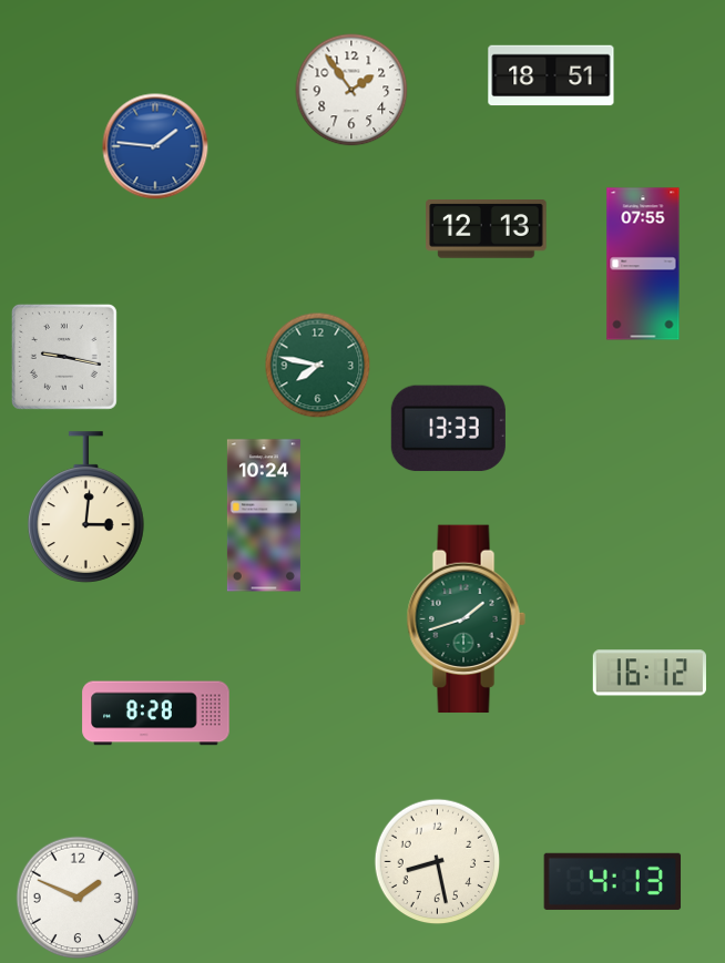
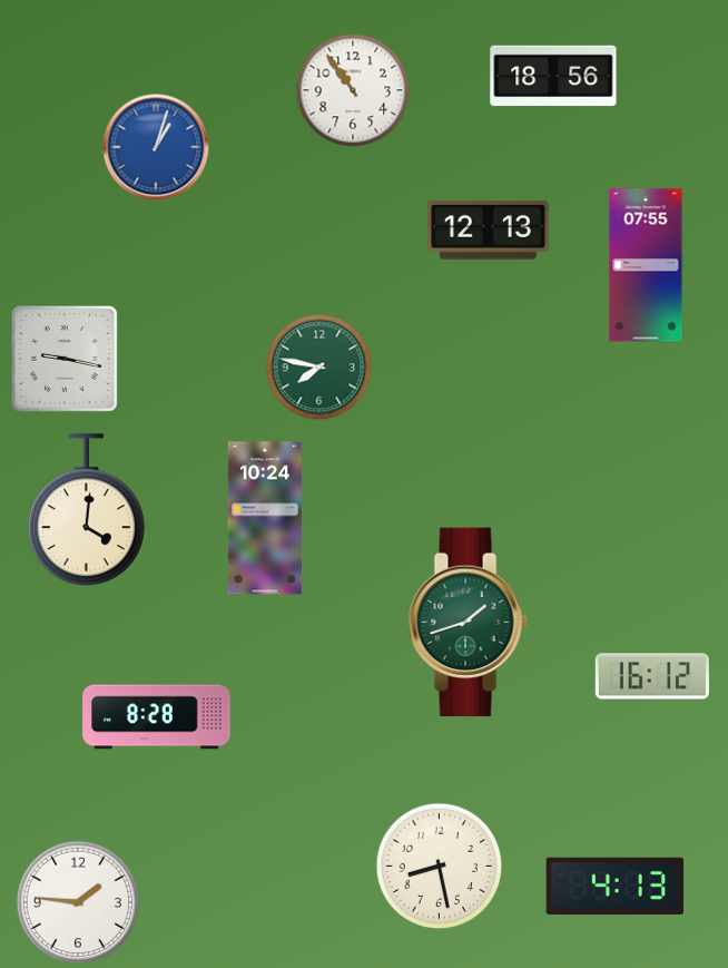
clock at (551, 75): 18:51 -> 18:56
clock at (351, 90): 1:54 -> 10:54
clock at (155, 146): 1:46 -> 1:03
clock at (448, 429): 13:33 -> none
clock at (85, 508): 3:01 -> 4:01
clock at (78, 898): 1:49 -> 1:46
